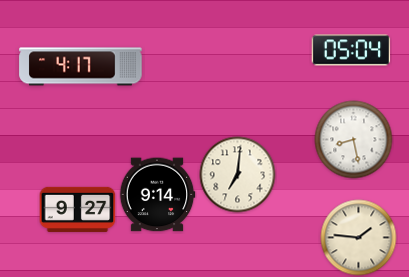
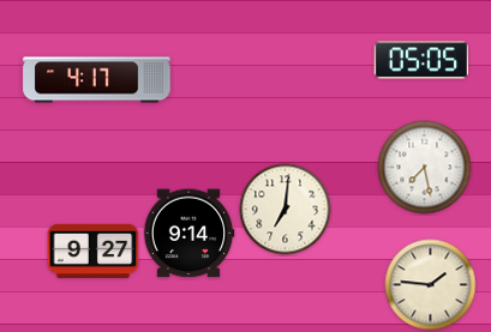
clock at (351, 50): 05:04 -> 05:05
clock at (354, 140): 8:28 -> 7:28
